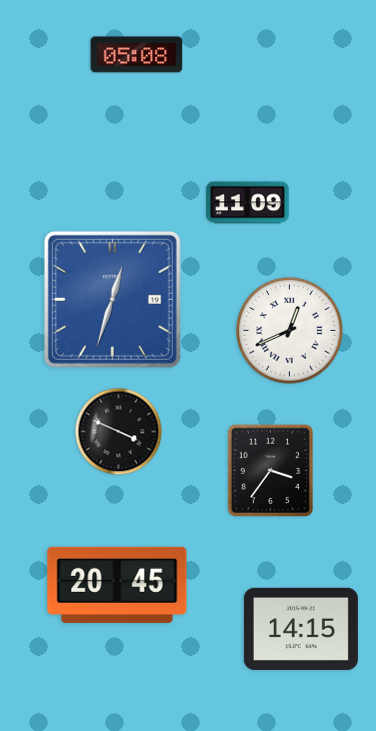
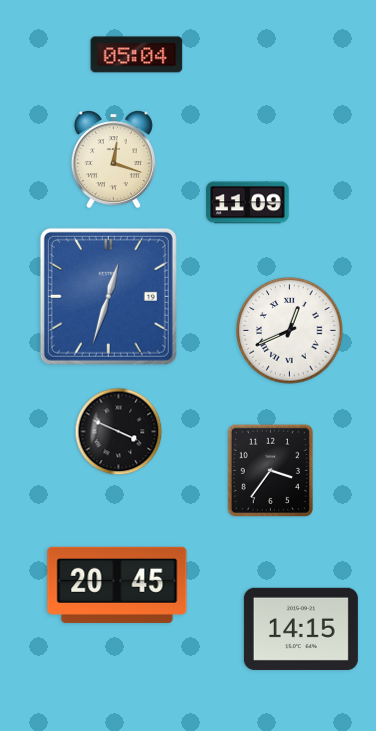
clock at (137, 55): 05:08 -> 05:04
clock at (113, 160): none -> 12:18
clock at (112, 299) position: (112, 299) -> (108, 296)
